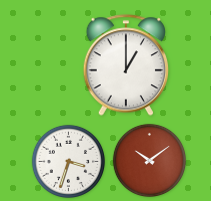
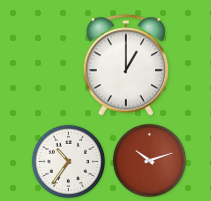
clock at (149, 160): 10:09 -> 10:12
clock at (68, 161): 3:33 -> 10:36
